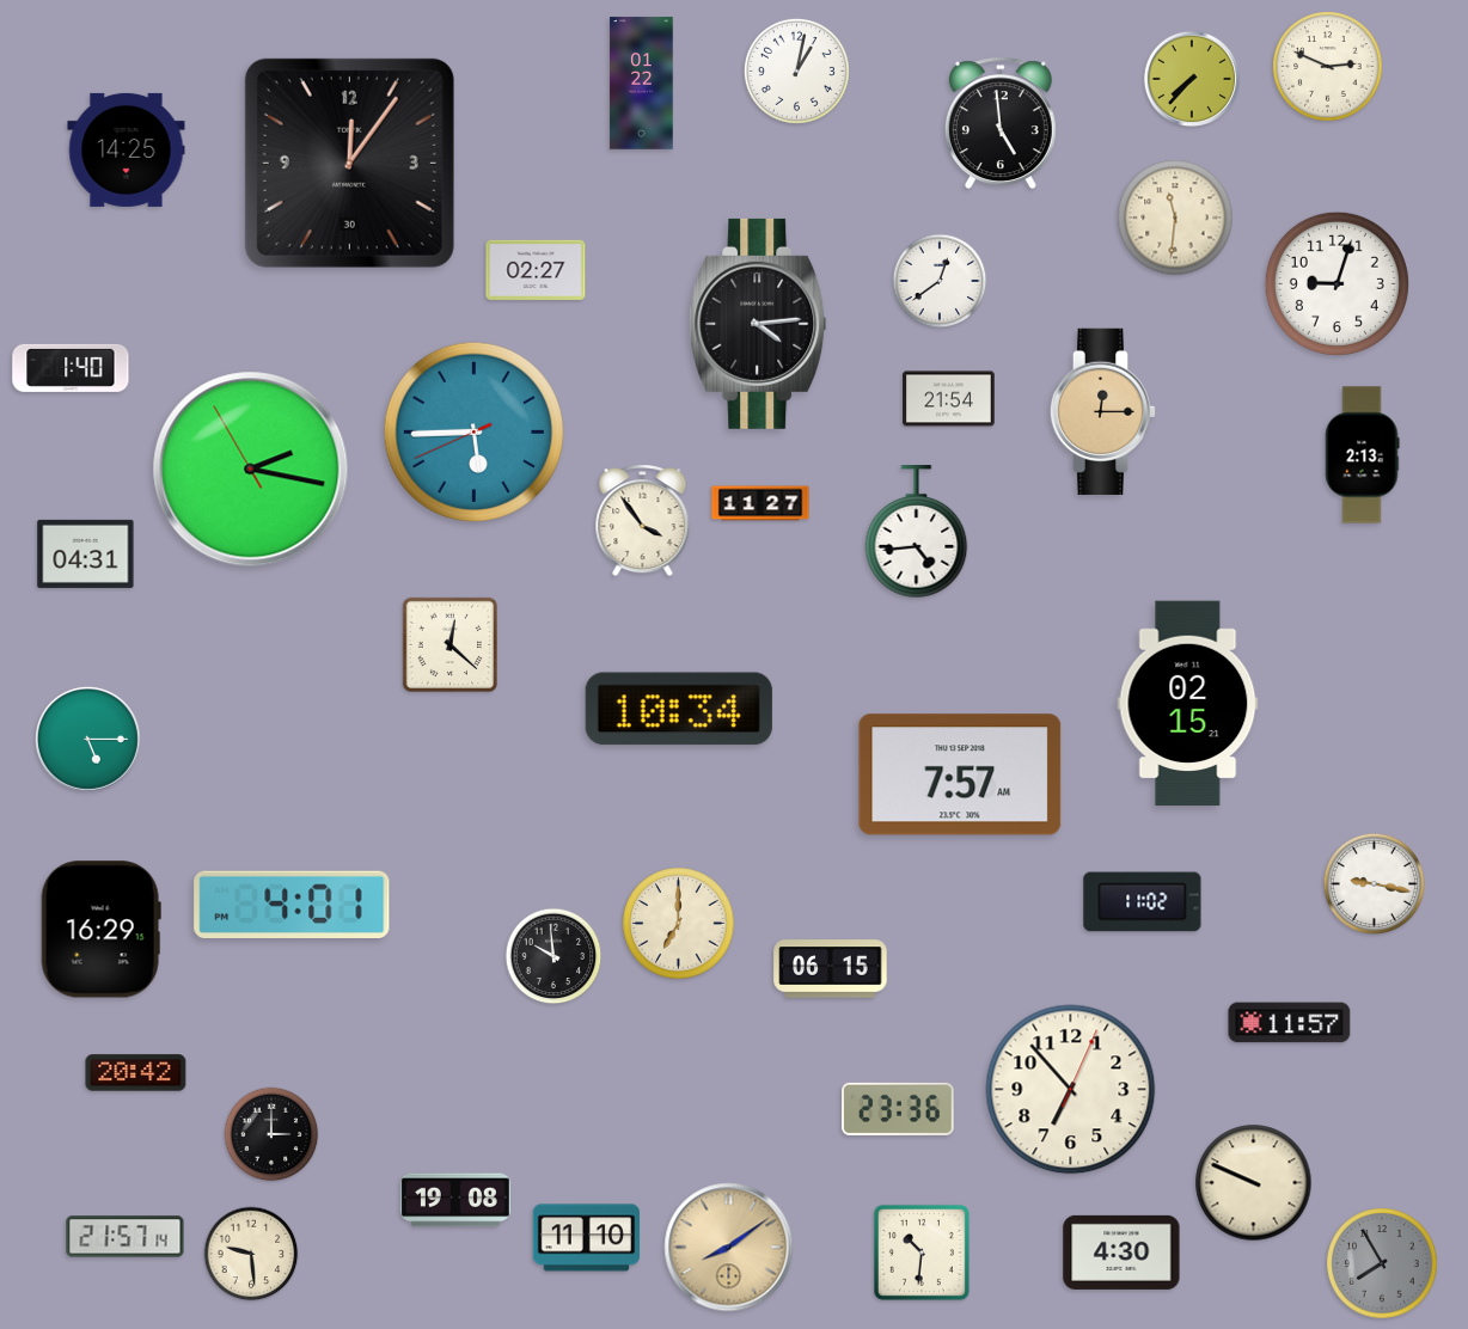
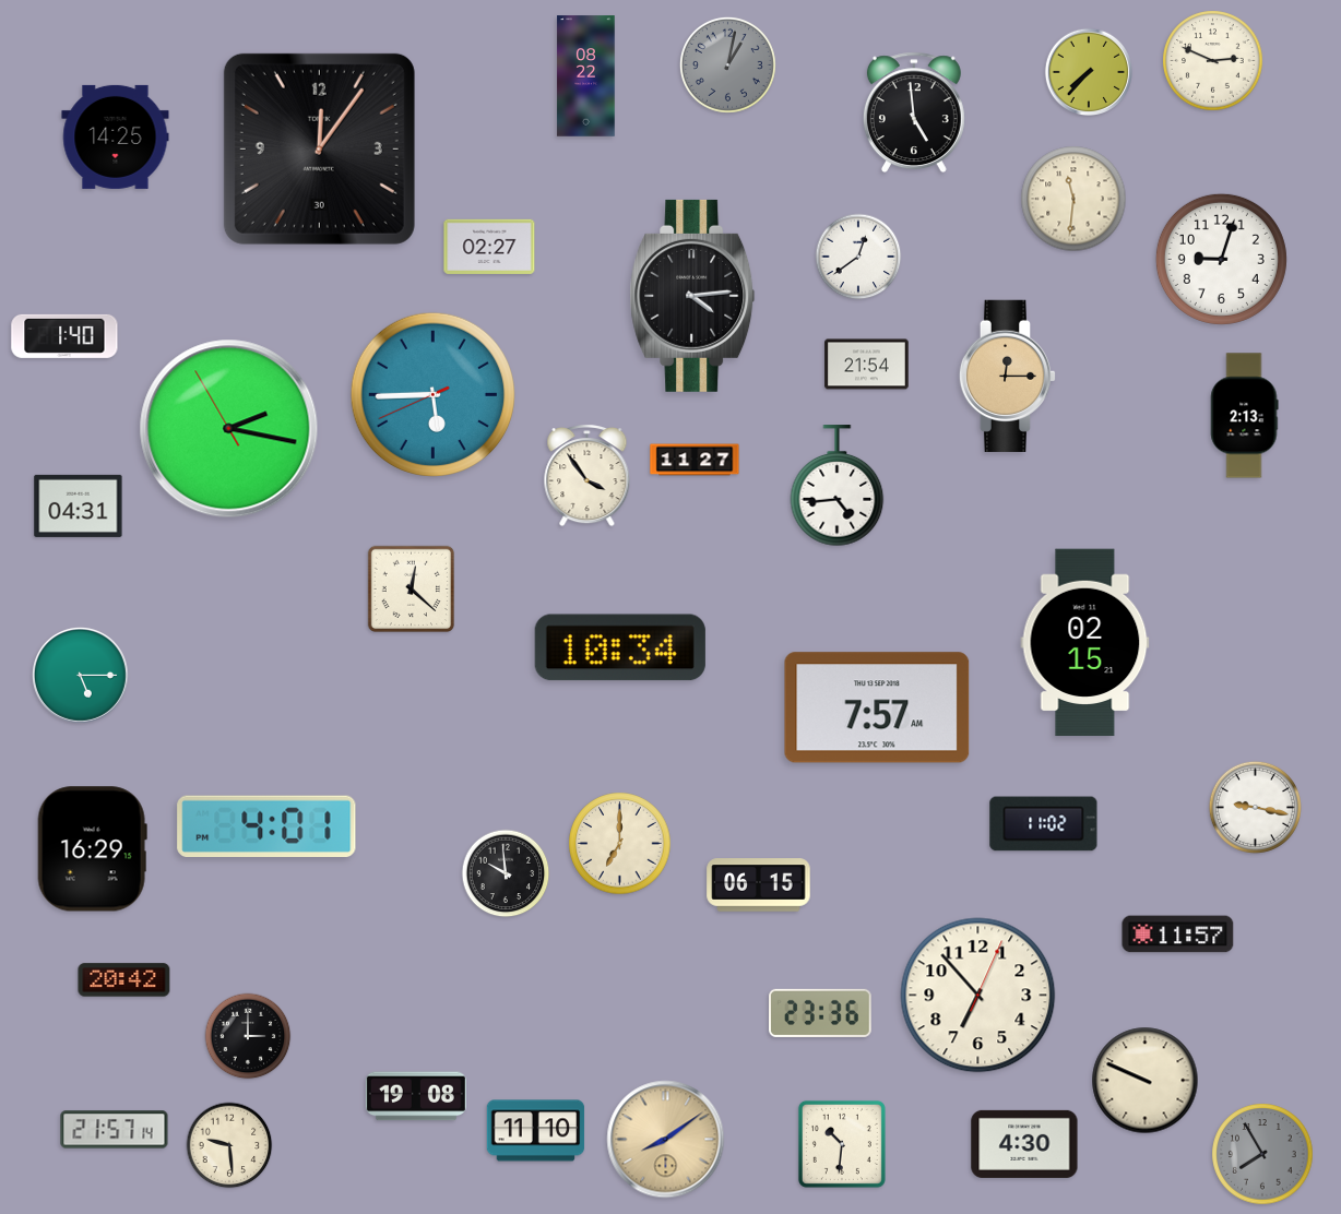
clock at (796, 71) dial: white -> grey
clock at (642, 84): 01:22 -> 08:22
